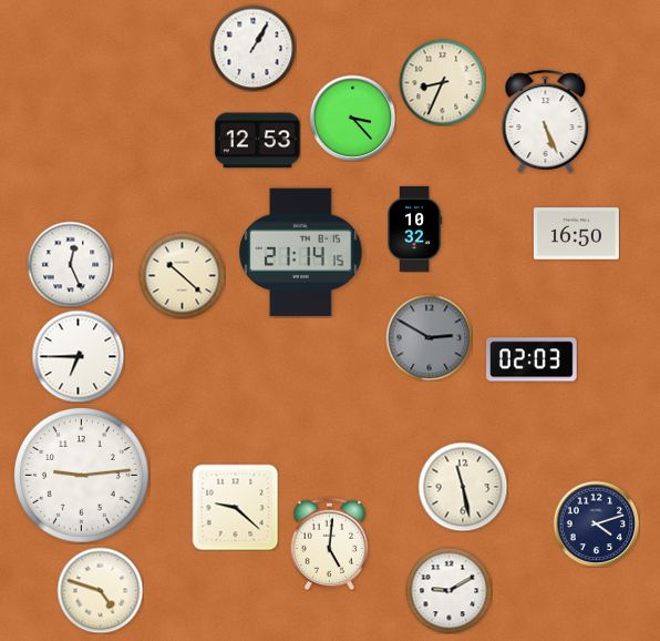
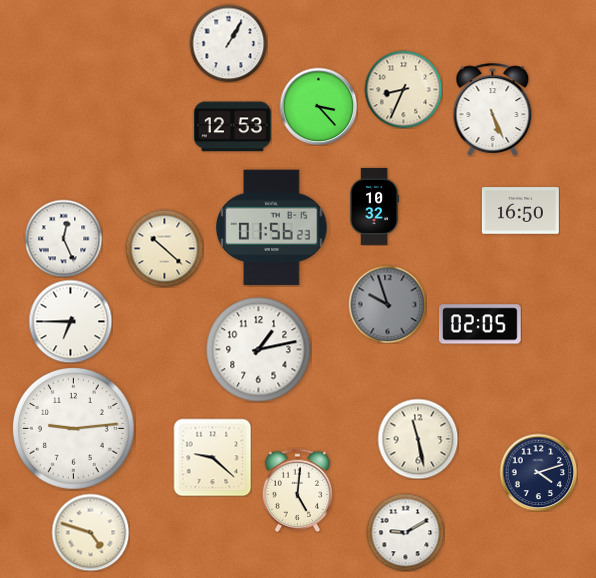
clock at (442, 82) position: (442, 82) -> (403, 89)
clock at (301, 253): 21:14 -> 01:56
clock at (429, 337): 2:50 -> 9:57
clock at (533, 359): 02:03 -> 02:05
clock at (259, 350): none -> 1:13
